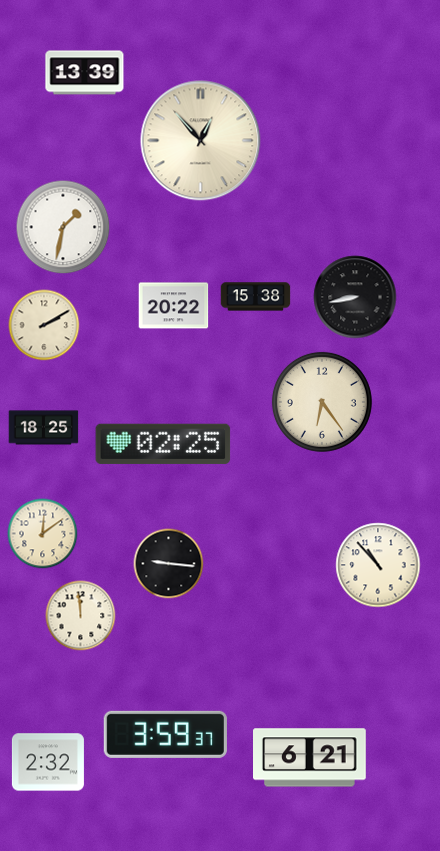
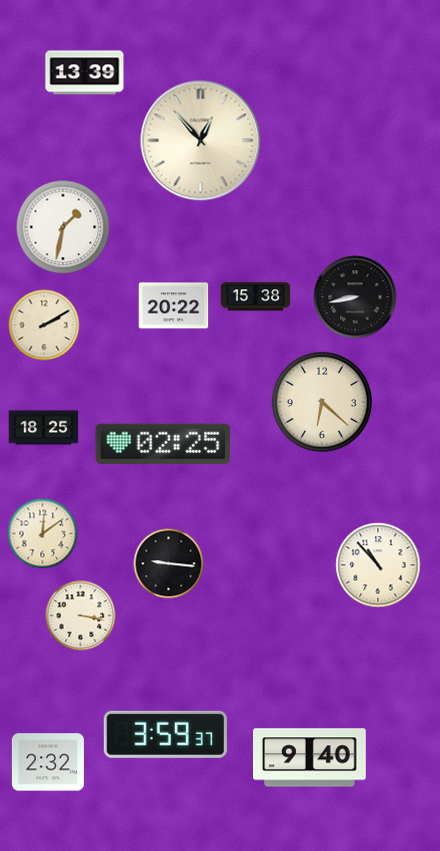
clock at (322, 402): 6:24 -> 6:22
clock at (81, 616): 11:59 -> 3:17
clock at (310, 758): 6:21 -> 9:40
